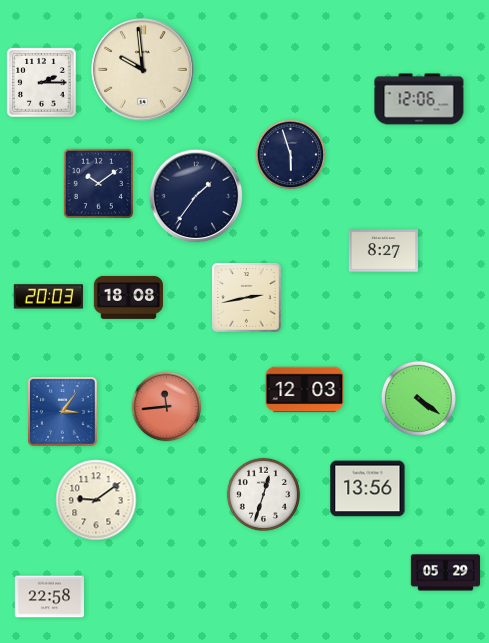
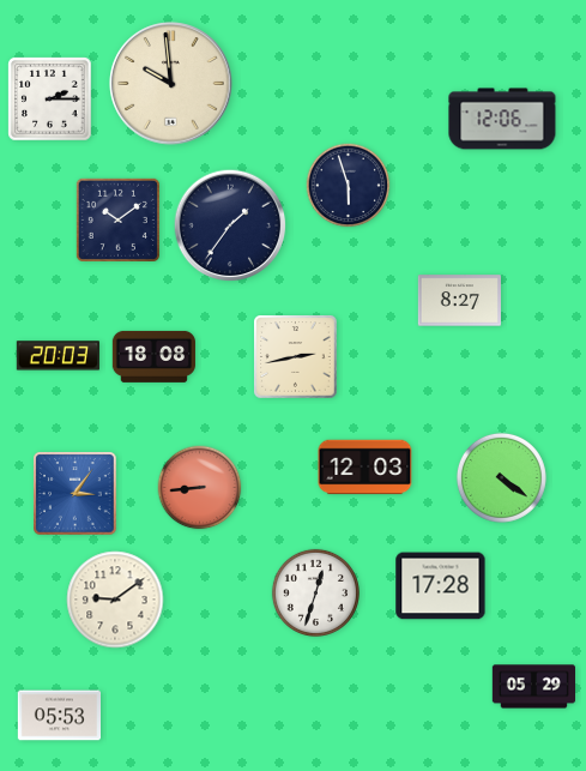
clock at (196, 196) position: (196, 196) -> (230, 225)
clock at (167, 407): 11:44 -> 8:44
clock at (368, 489): 13:56 -> 17:28
clock at (49, 597): 22:58 -> 05:53
